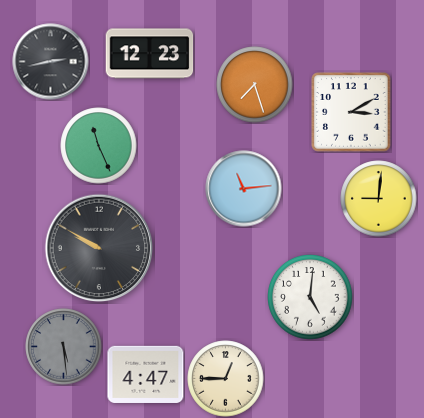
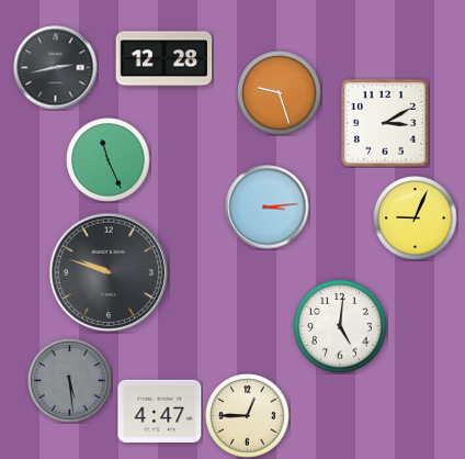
clock at (150, 54): 12:23 -> 12:28
clock at (255, 85): 7:27 -> 9:27
clock at (244, 189): 11:14 -> 3:14
clock at (379, 199): 9:01 -> 9:04
clock at (99, 248): 9:50 -> 9:48
